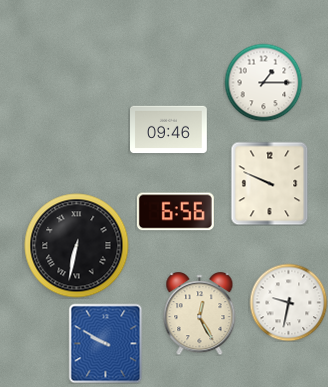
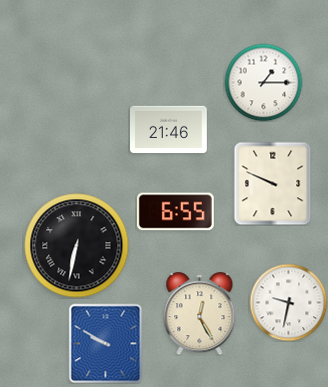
clock at (169, 130): 09:46 -> 21:46
clock at (270, 183) position: (270, 183) -> (273, 183)
clock at (175, 212): 6:56 -> 6:55
